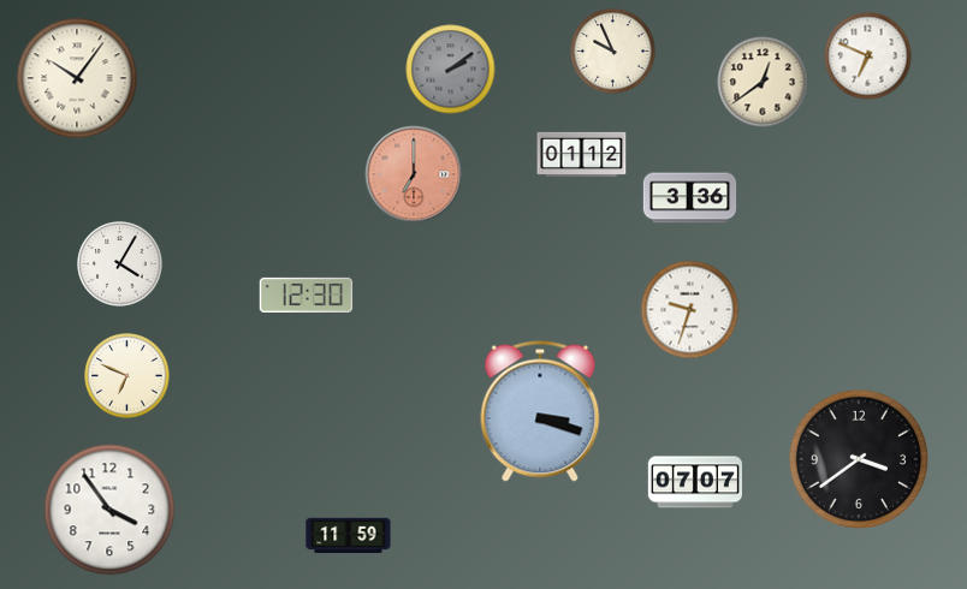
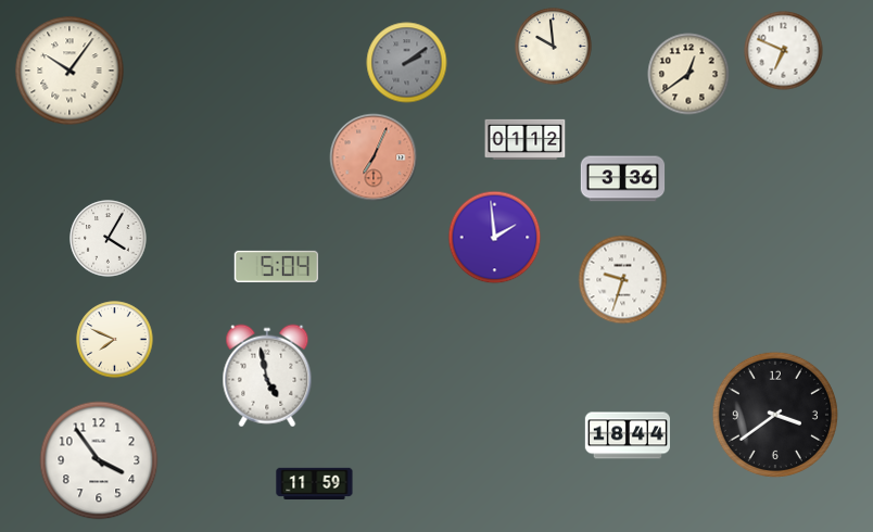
clock at (613, 52): 9:56 -> 9:59
clock at (414, 174): 7:00 -> 7:04
clock at (495, 238): none -> 1:59
clock at (307, 294): 12:30 -> 5:04
clock at (127, 376): 6:49 -> 7:49
clock at (540, 411): 3:18 -> none
clock at (267, 376): none -> 4:58
clock at (695, 482): 07:07 -> 18:44
